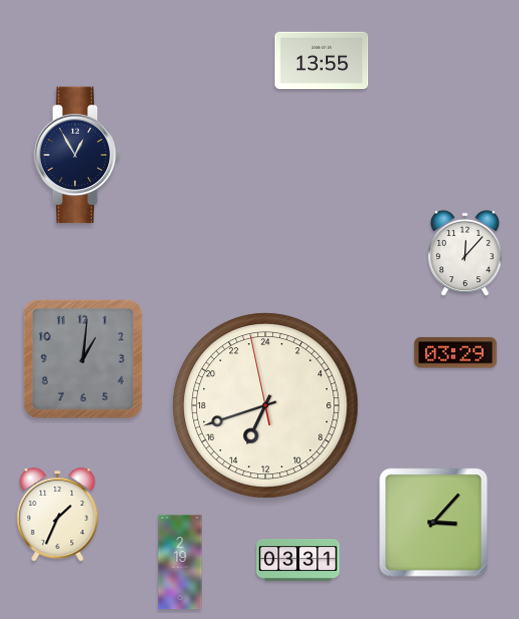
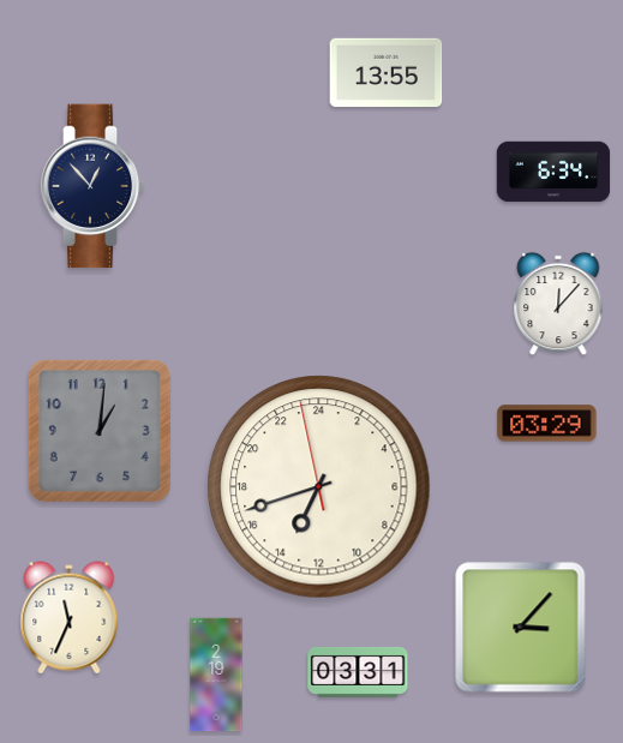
clock at (553, 172): none -> 6:34
clock at (77, 155): 12:55 -> 12:53
clock at (58, 515): 1:34 -> 11:34
